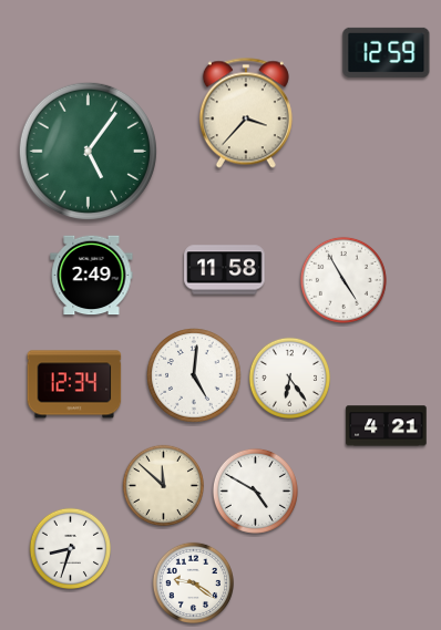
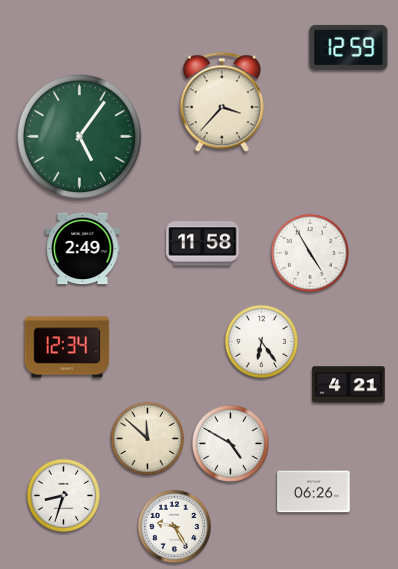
clock at (194, 375): 5:01 -> none
clock at (314, 492): none -> 06:26
clock at (193, 582): 9:21 -> 9:25
